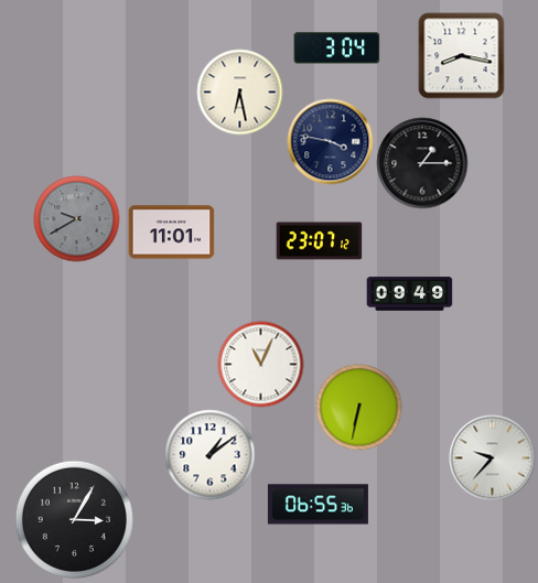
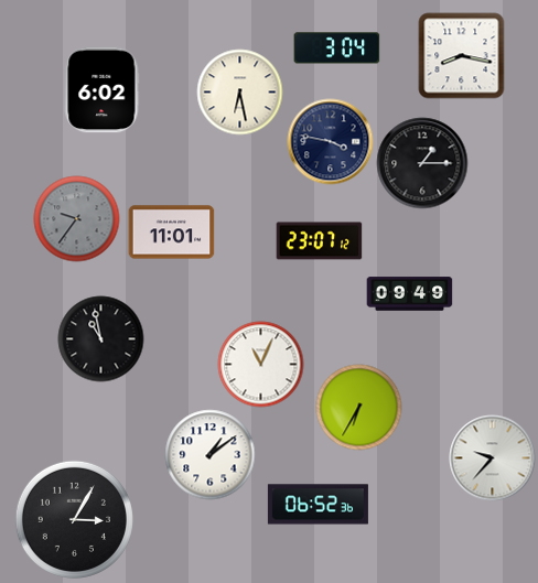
clock at (101, 89): none -> 6:02
clock at (76, 218): 9:40 -> 9:36
clock at (100, 338): none -> 10:58
clock at (358, 407): 6:32 -> 6:35
clock at (318, 505): 06:55 -> 06:52
